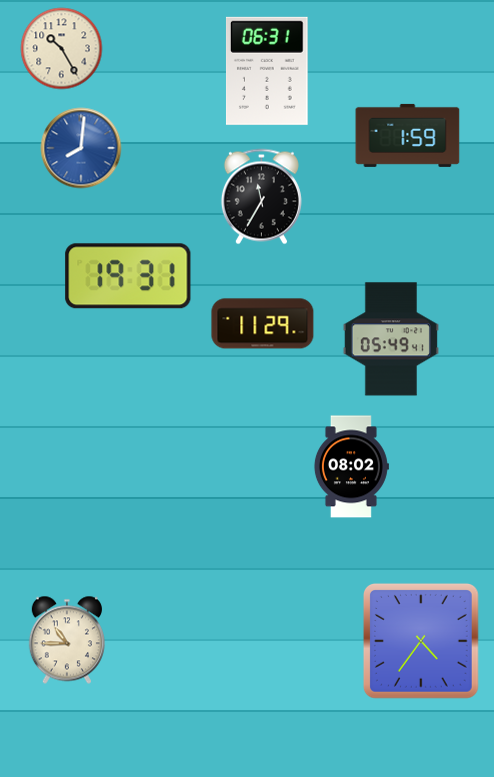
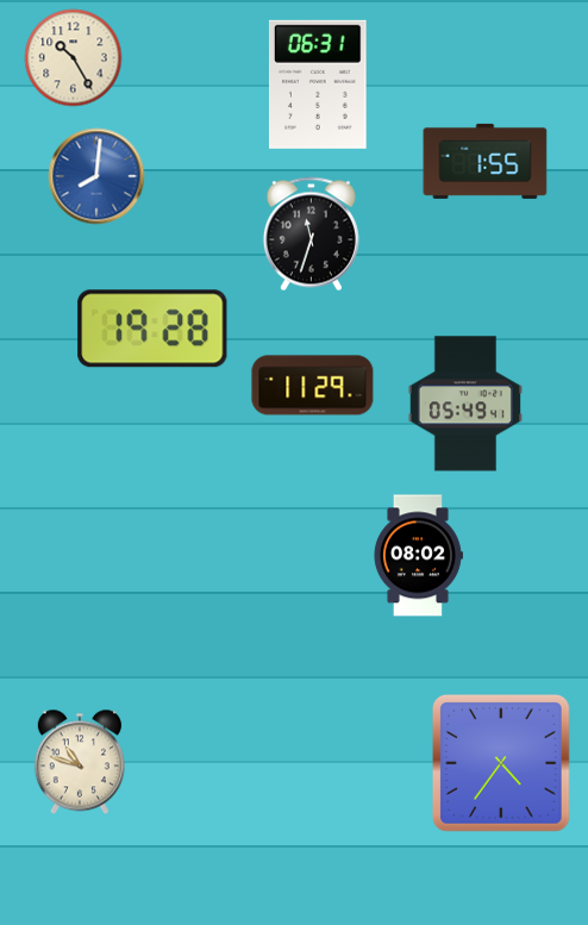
clock at (408, 135): 1:59 -> 1:55
clock at (261, 197): 11:35 -> 11:33
clock at (128, 276): 19:31 -> 19:28
clock at (67, 640): 10:45 -> 10:48
